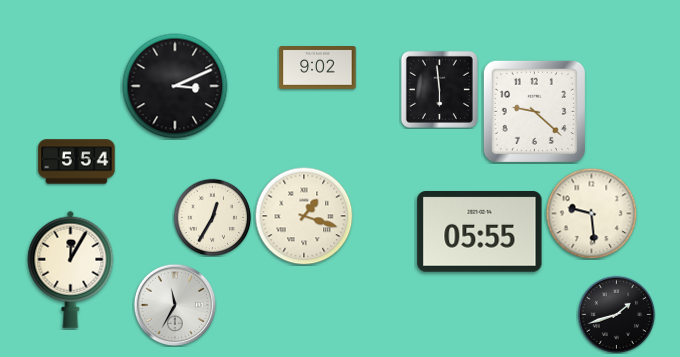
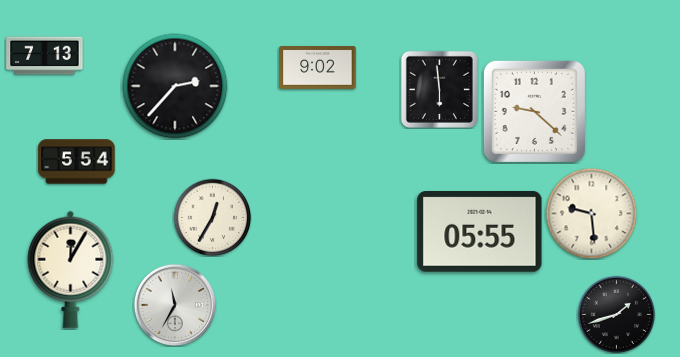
clock at (45, 56): none -> 7:13
clock at (175, 86): 3:11 -> 2:37
clock at (304, 216): 1:18 -> none
